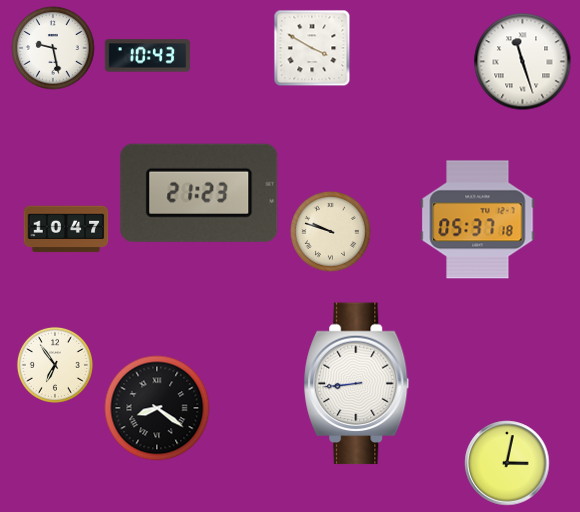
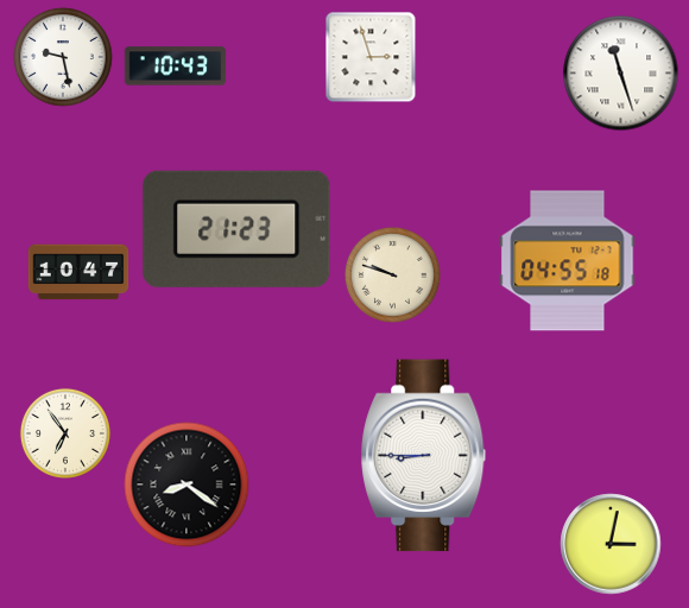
clock at (312, 48): 3:50 -> 2:57
clock at (478, 220): 05:37 -> 04:55
clock at (357, 384): 8:44 -> 8:45
clock at (507, 463) position: (507, 463) -> (611, 544)
